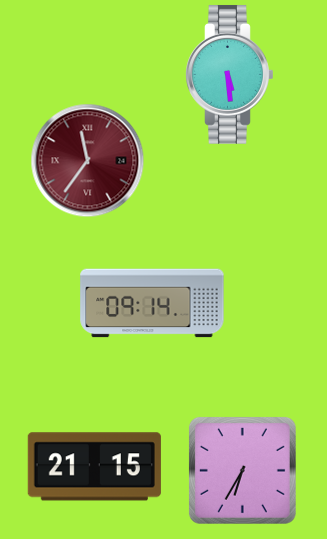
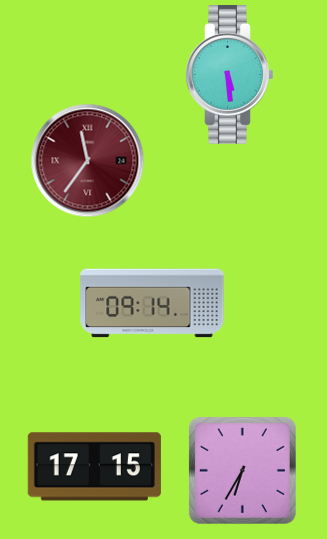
clock at (94, 467): 21:15 -> 17:15
